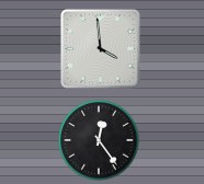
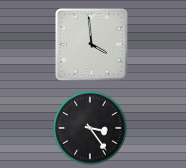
clock at (99, 140): 12:24 -> 3:24
